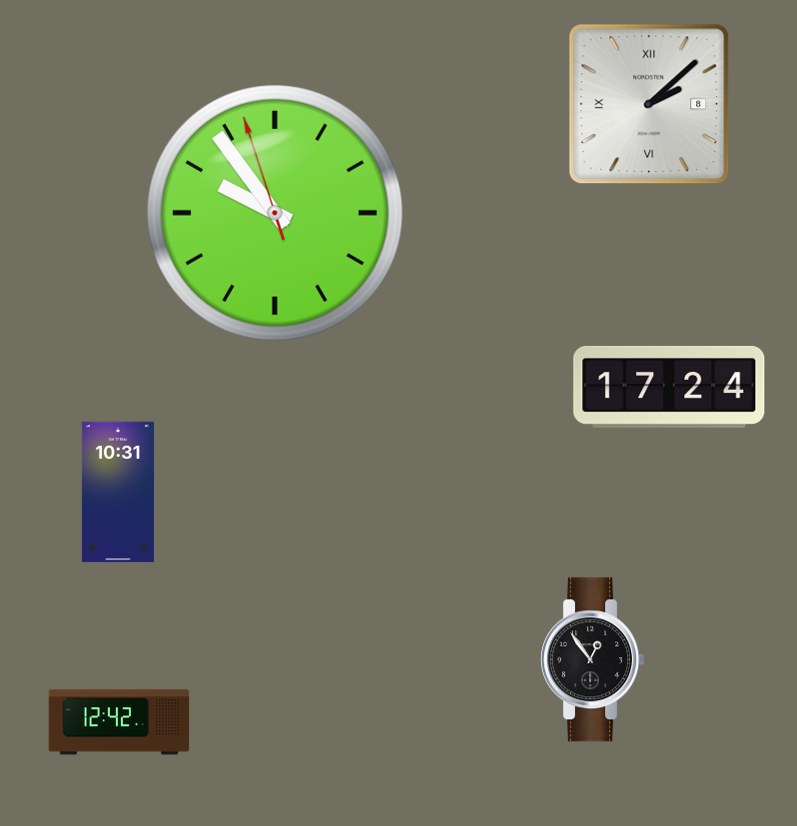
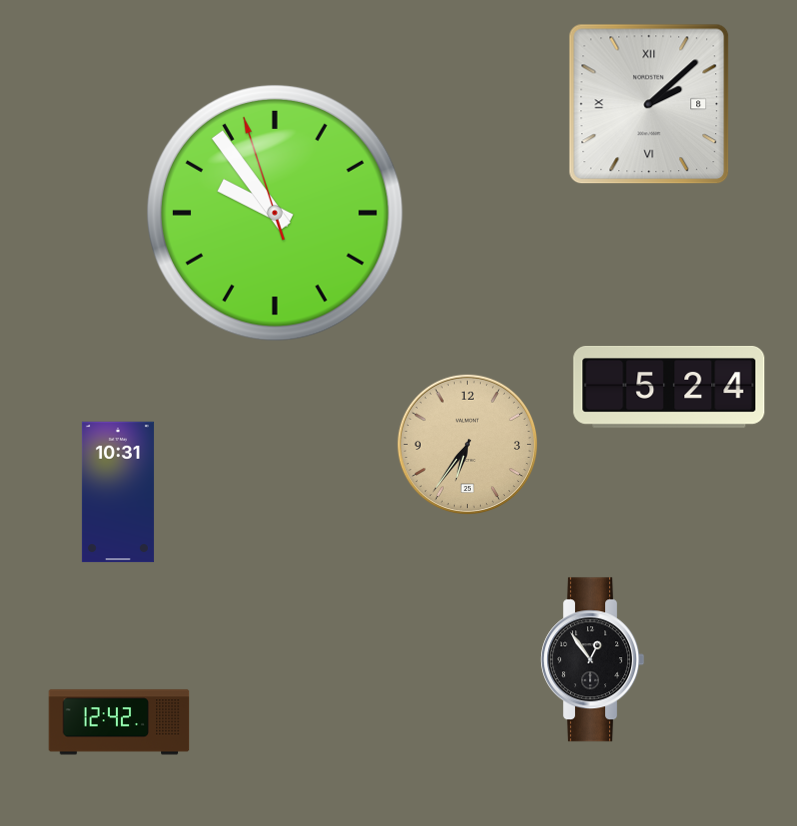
clock at (669, 387): 17:24 -> 5:24
clock at (468, 445): none -> 6:36
